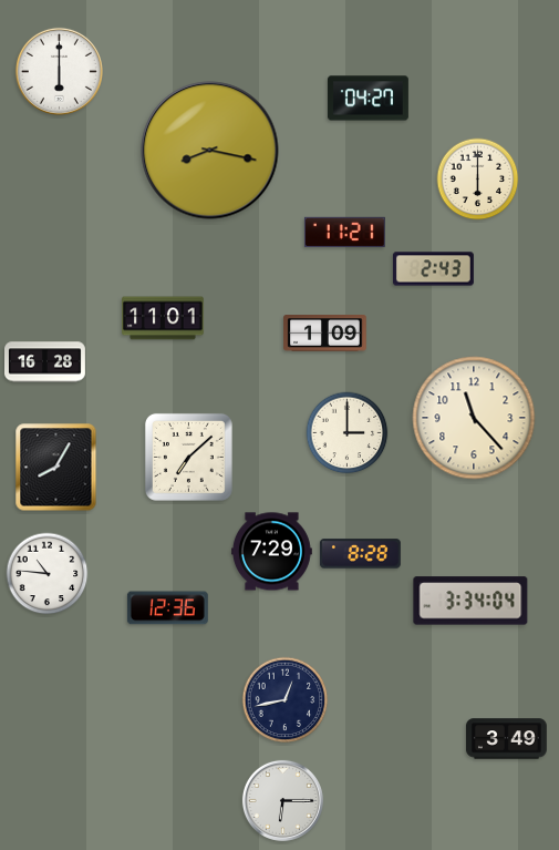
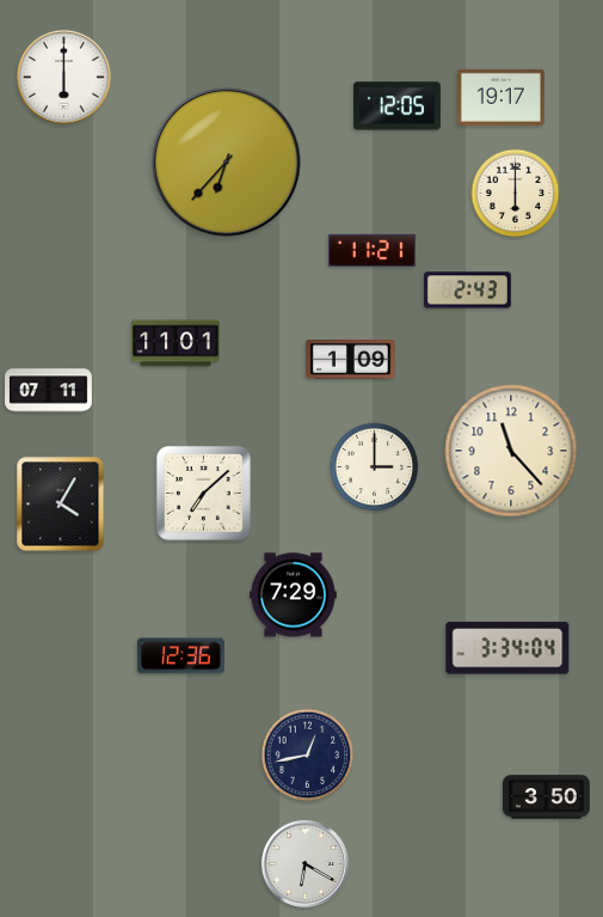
clock at (500, 97): none -> 19:17
clock at (368, 99): 04:27 -> 12:05
clock at (210, 151): 8:17 -> 6:37
clock at (45, 362): 16:28 -> 07:11
clock at (56, 468): 8:05 -> 4:05
clock at (360, 554): 8:28 -> none
clock at (48, 574): 10:46 -> none
clock at (506, 739): 3:49 -> 3:50
clock at (282, 800): 6:15 -> 6:20
